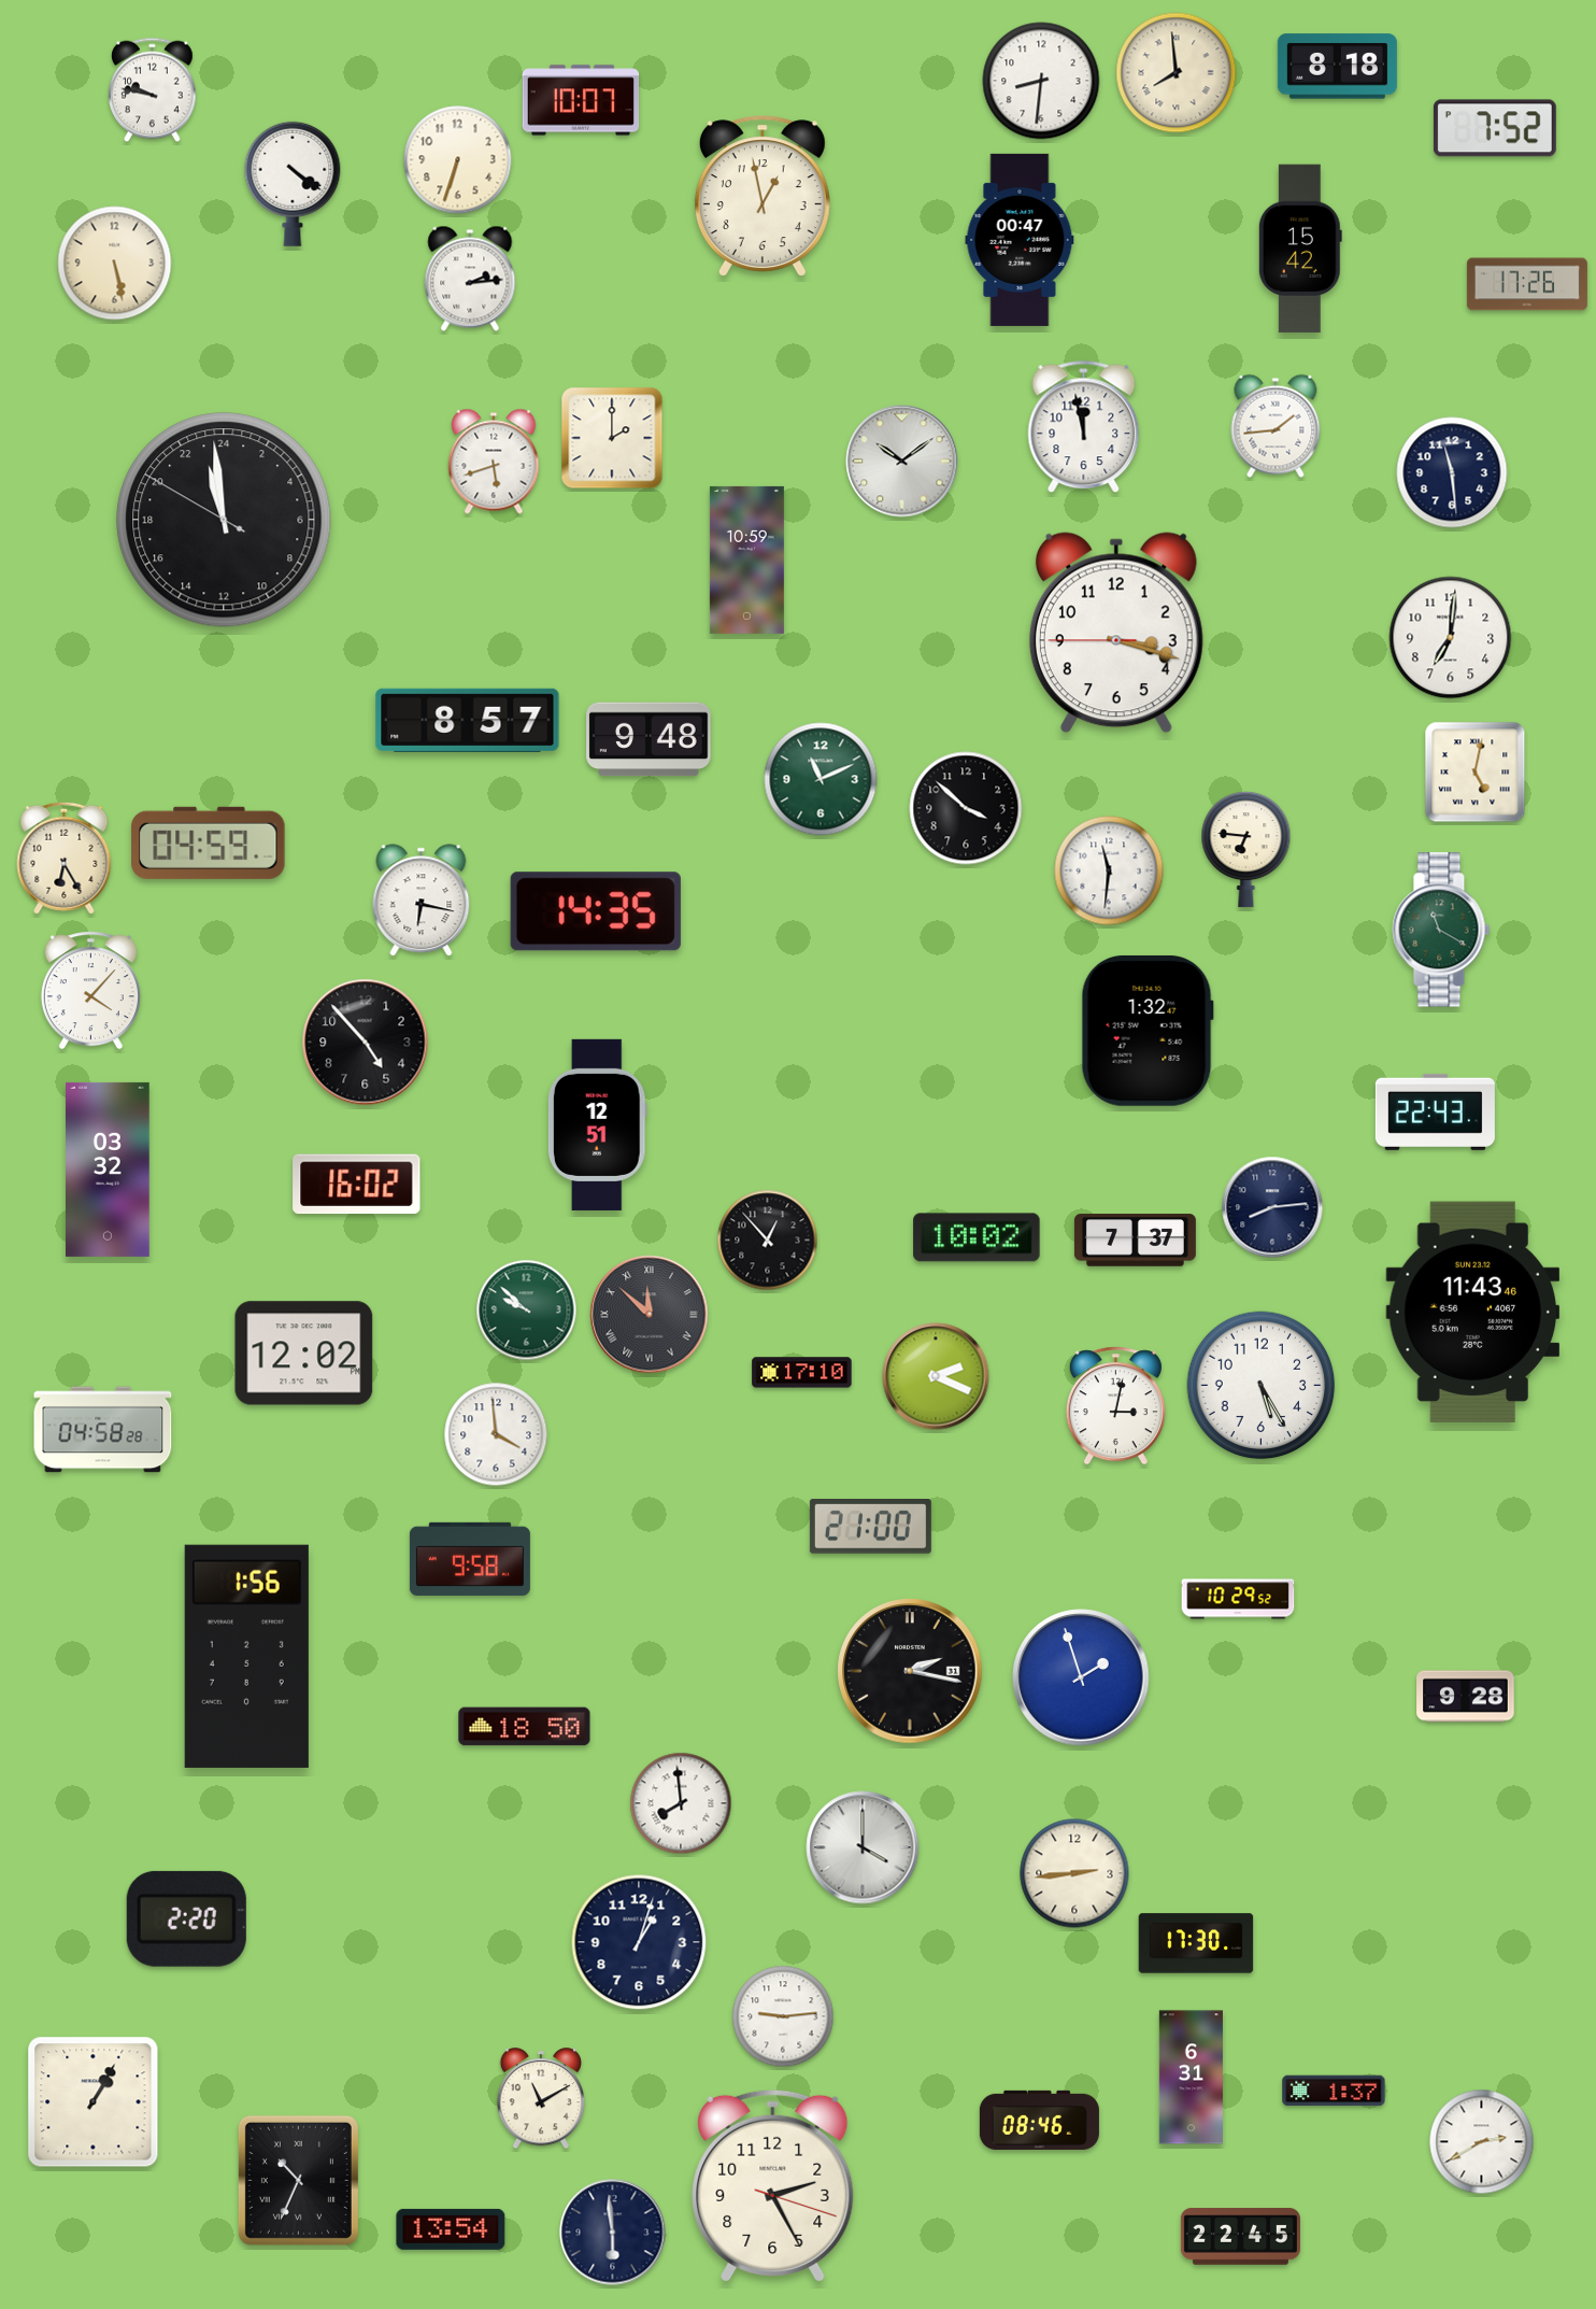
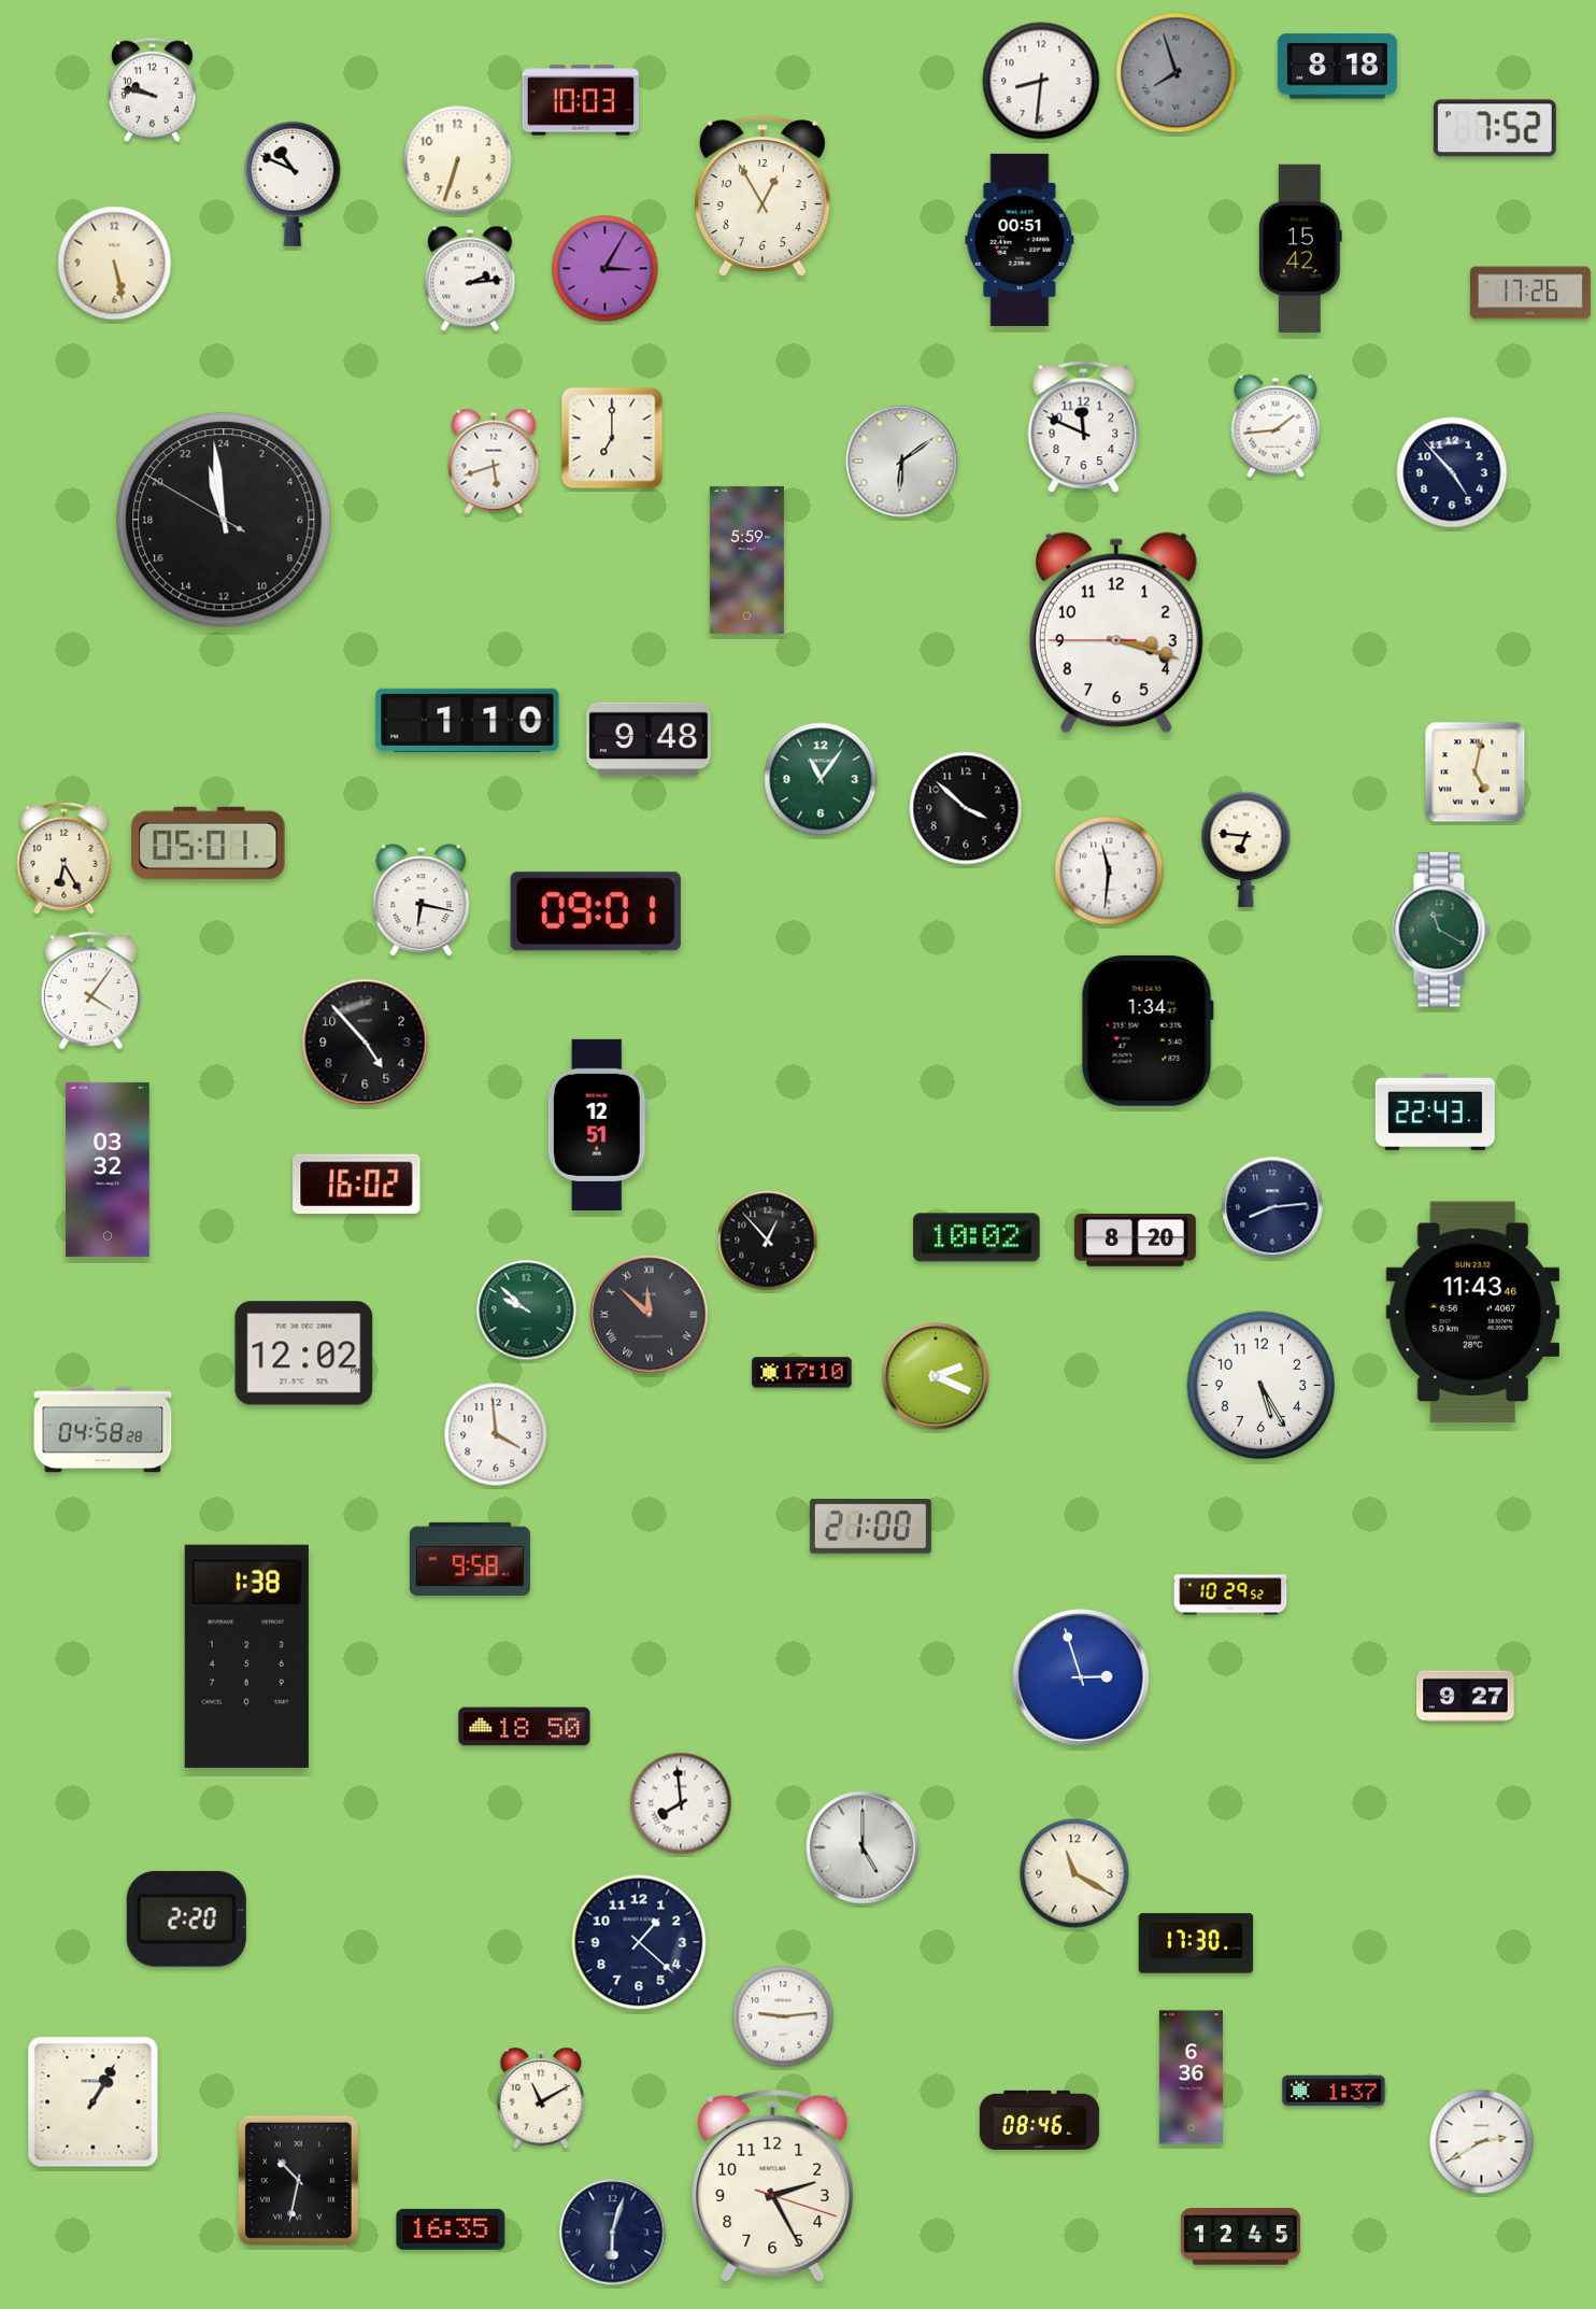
clock at (1177, 73): 7:59 -> 7:57
clock at (1177, 73) dial: cream -> grey
clock at (581, 100): 10:07 -> 10:03
clock at (293, 184): 4:21 -> 10:49
clock at (763, 196): 12:58 -> 12:55
clock at (1020, 240): 00:47 -> 00:51
clock at (605, 269): none -> 3:05
clock at (1527, 284) position: (1527, 284) -> (1530, 293)
clock at (1084, 427): 11:58 -> 11:49
clock at (612, 438): 2:00 -> 7:00
clock at (902, 462): 10:09 -> 6:09
clock at (1452, 472): 11:29 -> 4:53
clock at (746, 559): 10:59 -> 5:59
clock at (1451, 638): 7:01 -> none
clock at (468, 720): 8:57 -> 1:10
clock at (821, 779): 11:11 -> 11:06
clock at (209, 842): 04:59 -> 05:01
clock at (596, 911): 14:35 -> 09:01
clock at (90, 991): 4:07 -> 4:06
clock at (1148, 1031): 1:32 -> 1:34
clock at (1135, 1241): 7:37 -> 8:20
clock at (1115, 1406): 3:02 -> none
clock at (1238, 1599) position: (1238, 1599) -> (1230, 1595)
clock at (246, 1656): 1:56 -> 1:38
clock at (910, 1671): 2:17 -> none
clock at (1081, 1677): 1:57 -> 2:57
clock at (1466, 1697): 9:28 -> 9:27
clock at (863, 1847): 4:00 -> 5:00
clock at (1074, 1873): 2:44 -> 11:20
clock at (639, 1942): 1:03 -> 1:22
clock at (1191, 2078): 6:31 -> 6:36
clock at (298, 2180): 10:34 -> 10:32
clock at (451, 2229): 13:54 -> 16:35
clock at (613, 2233): 5:59 -> 6:03
clock at (1240, 2237): 22:45 -> 12:45
